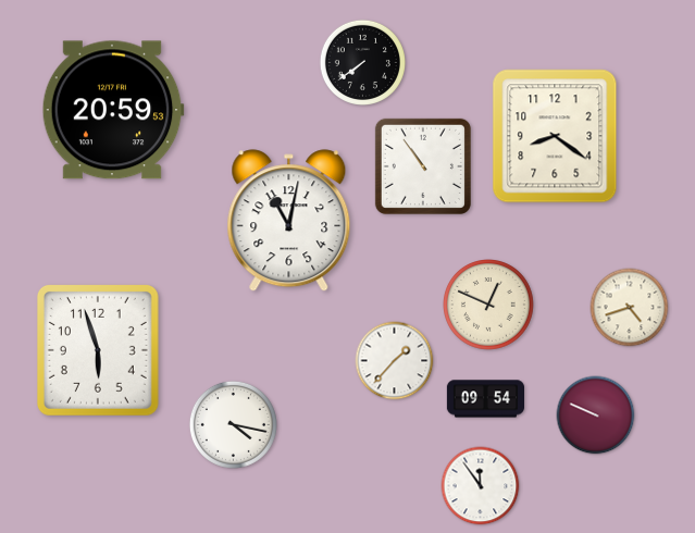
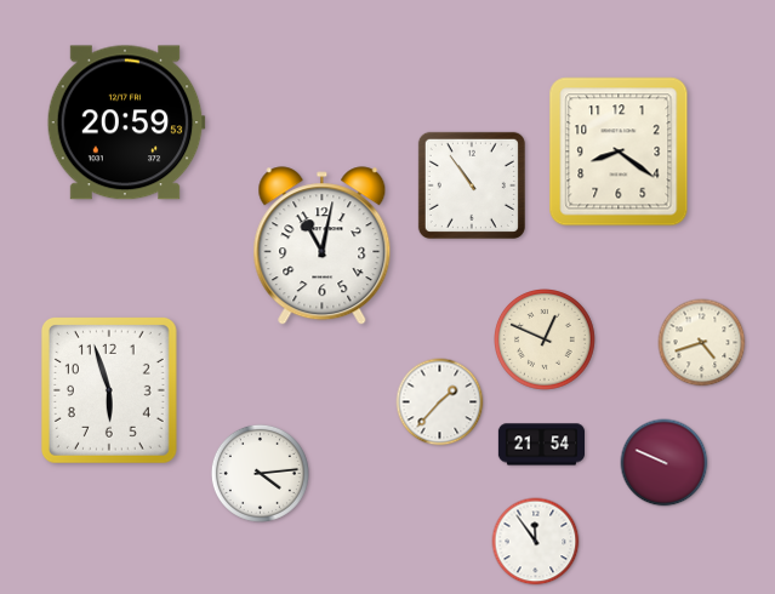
clock at (362, 62): 7:39 -> none
clock at (485, 399): 09:54 -> 21:54
clock at (233, 424): 4:17 -> 4:14
